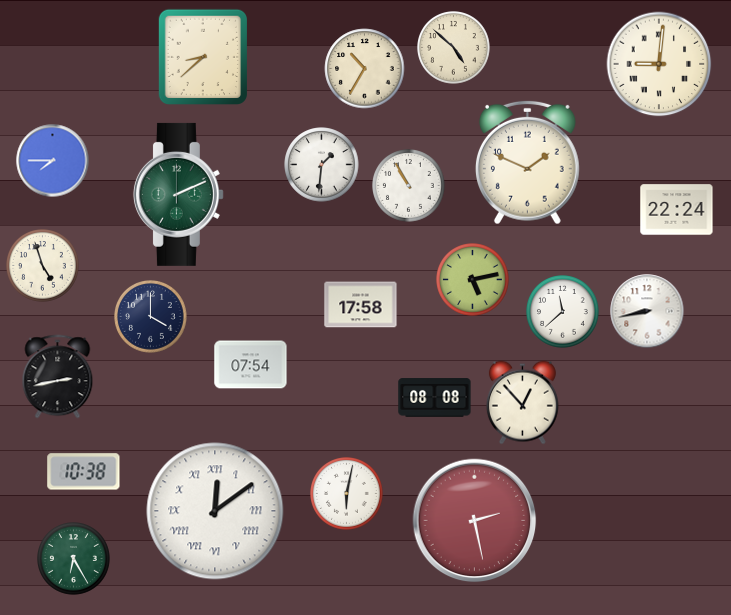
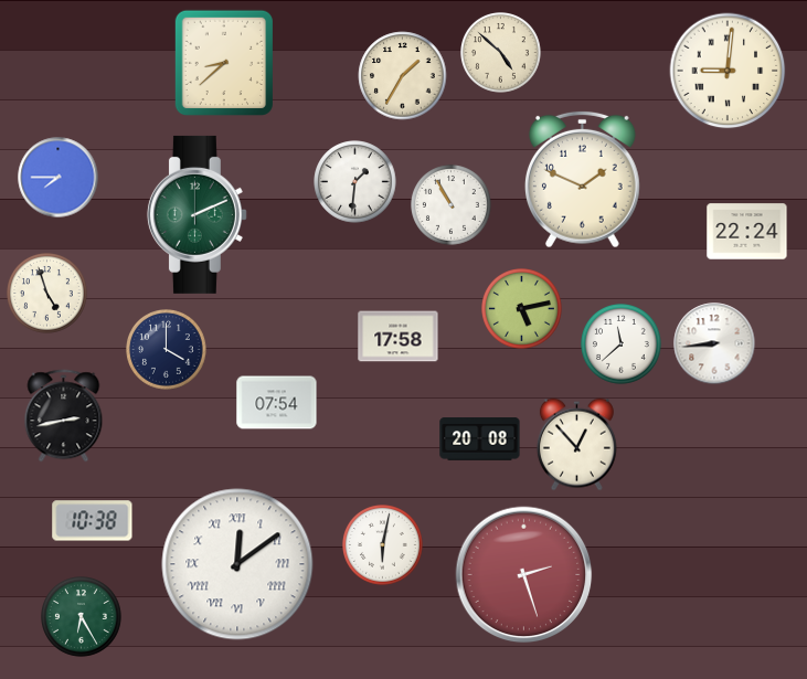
clock at (365, 69): 10:35 -> 1:35
clock at (647, 311): 8:43 -> 8:44
clock at (435, 398): 08:08 -> 20:08
clock at (475, 521): 2:28 -> 2:27
